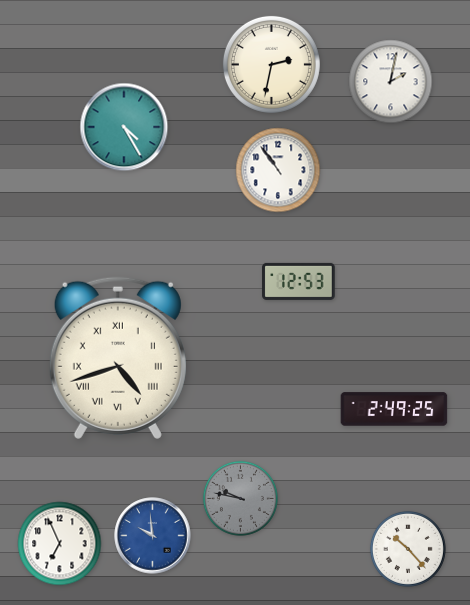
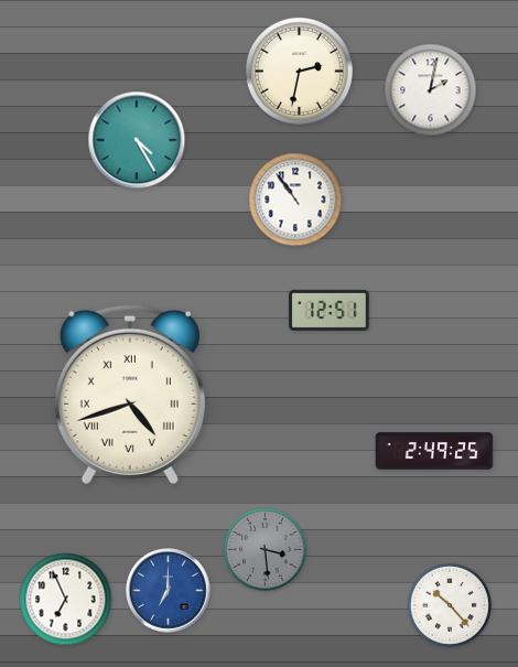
clock at (278, 170) position: (278, 170) -> (295, 200)
clock at (299, 281): 12:53 -> 12:51
clock at (240, 498): 9:47 -> 3:29
clock at (153, 536): 9:59 -> 7:00
